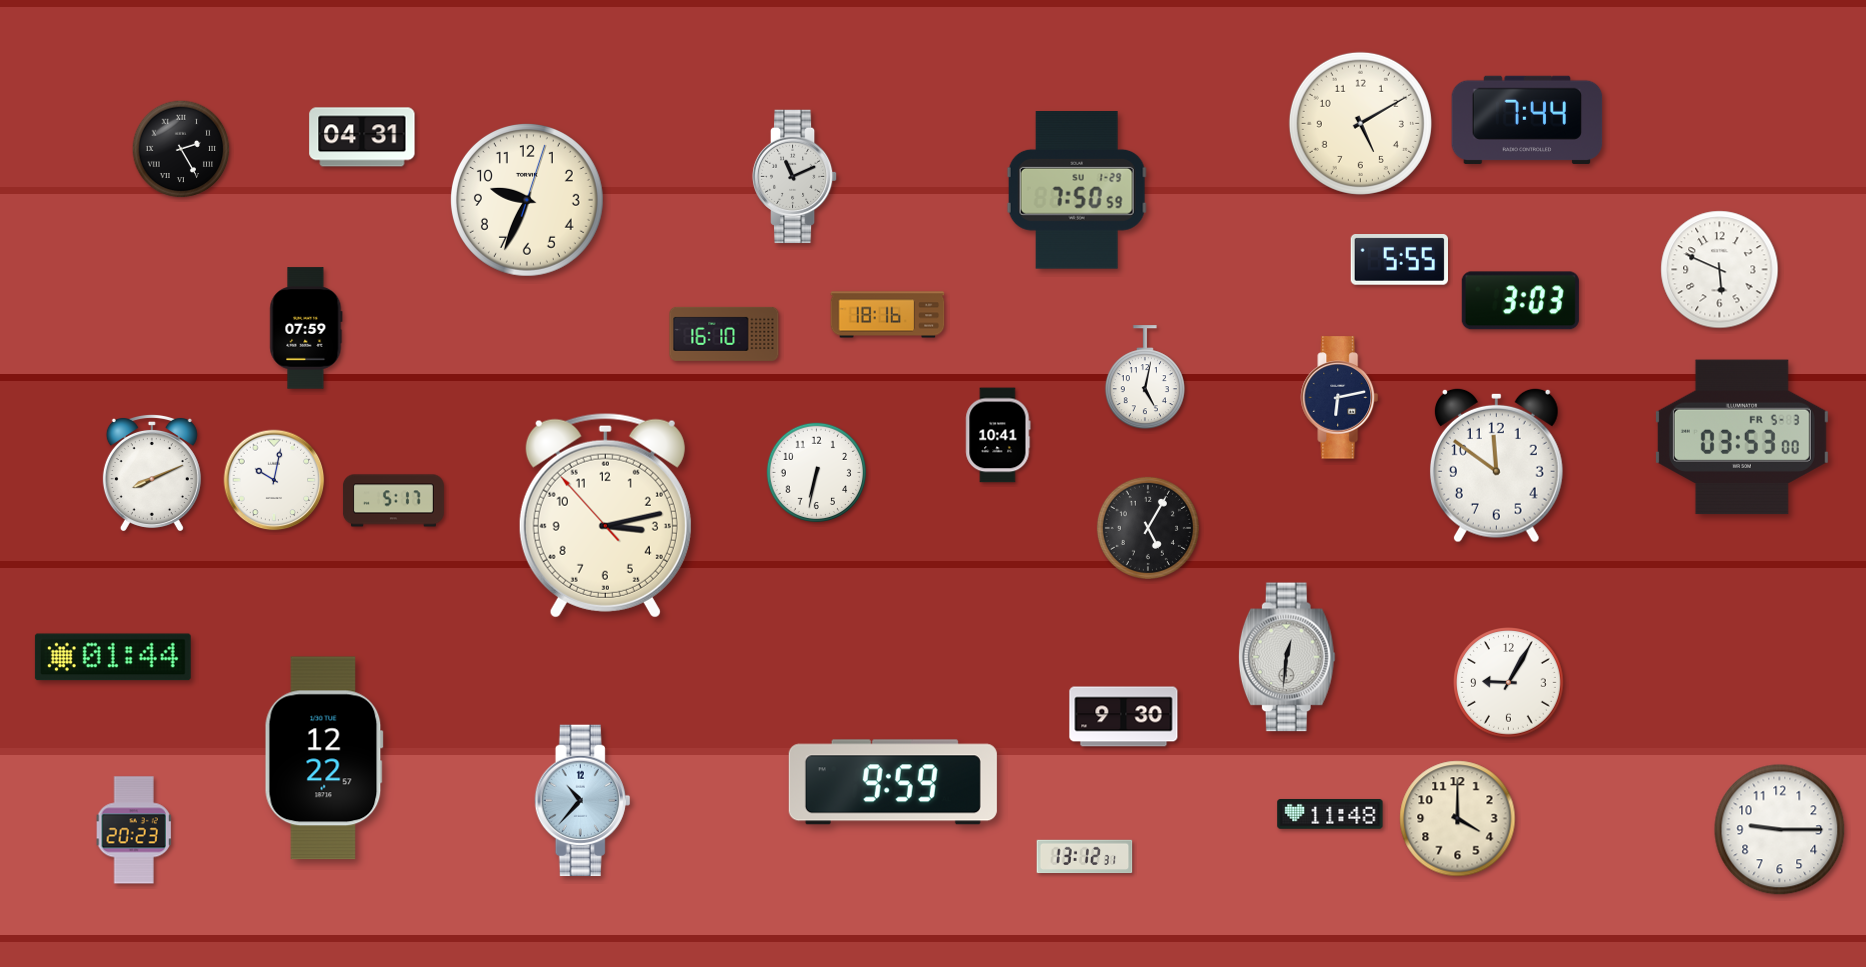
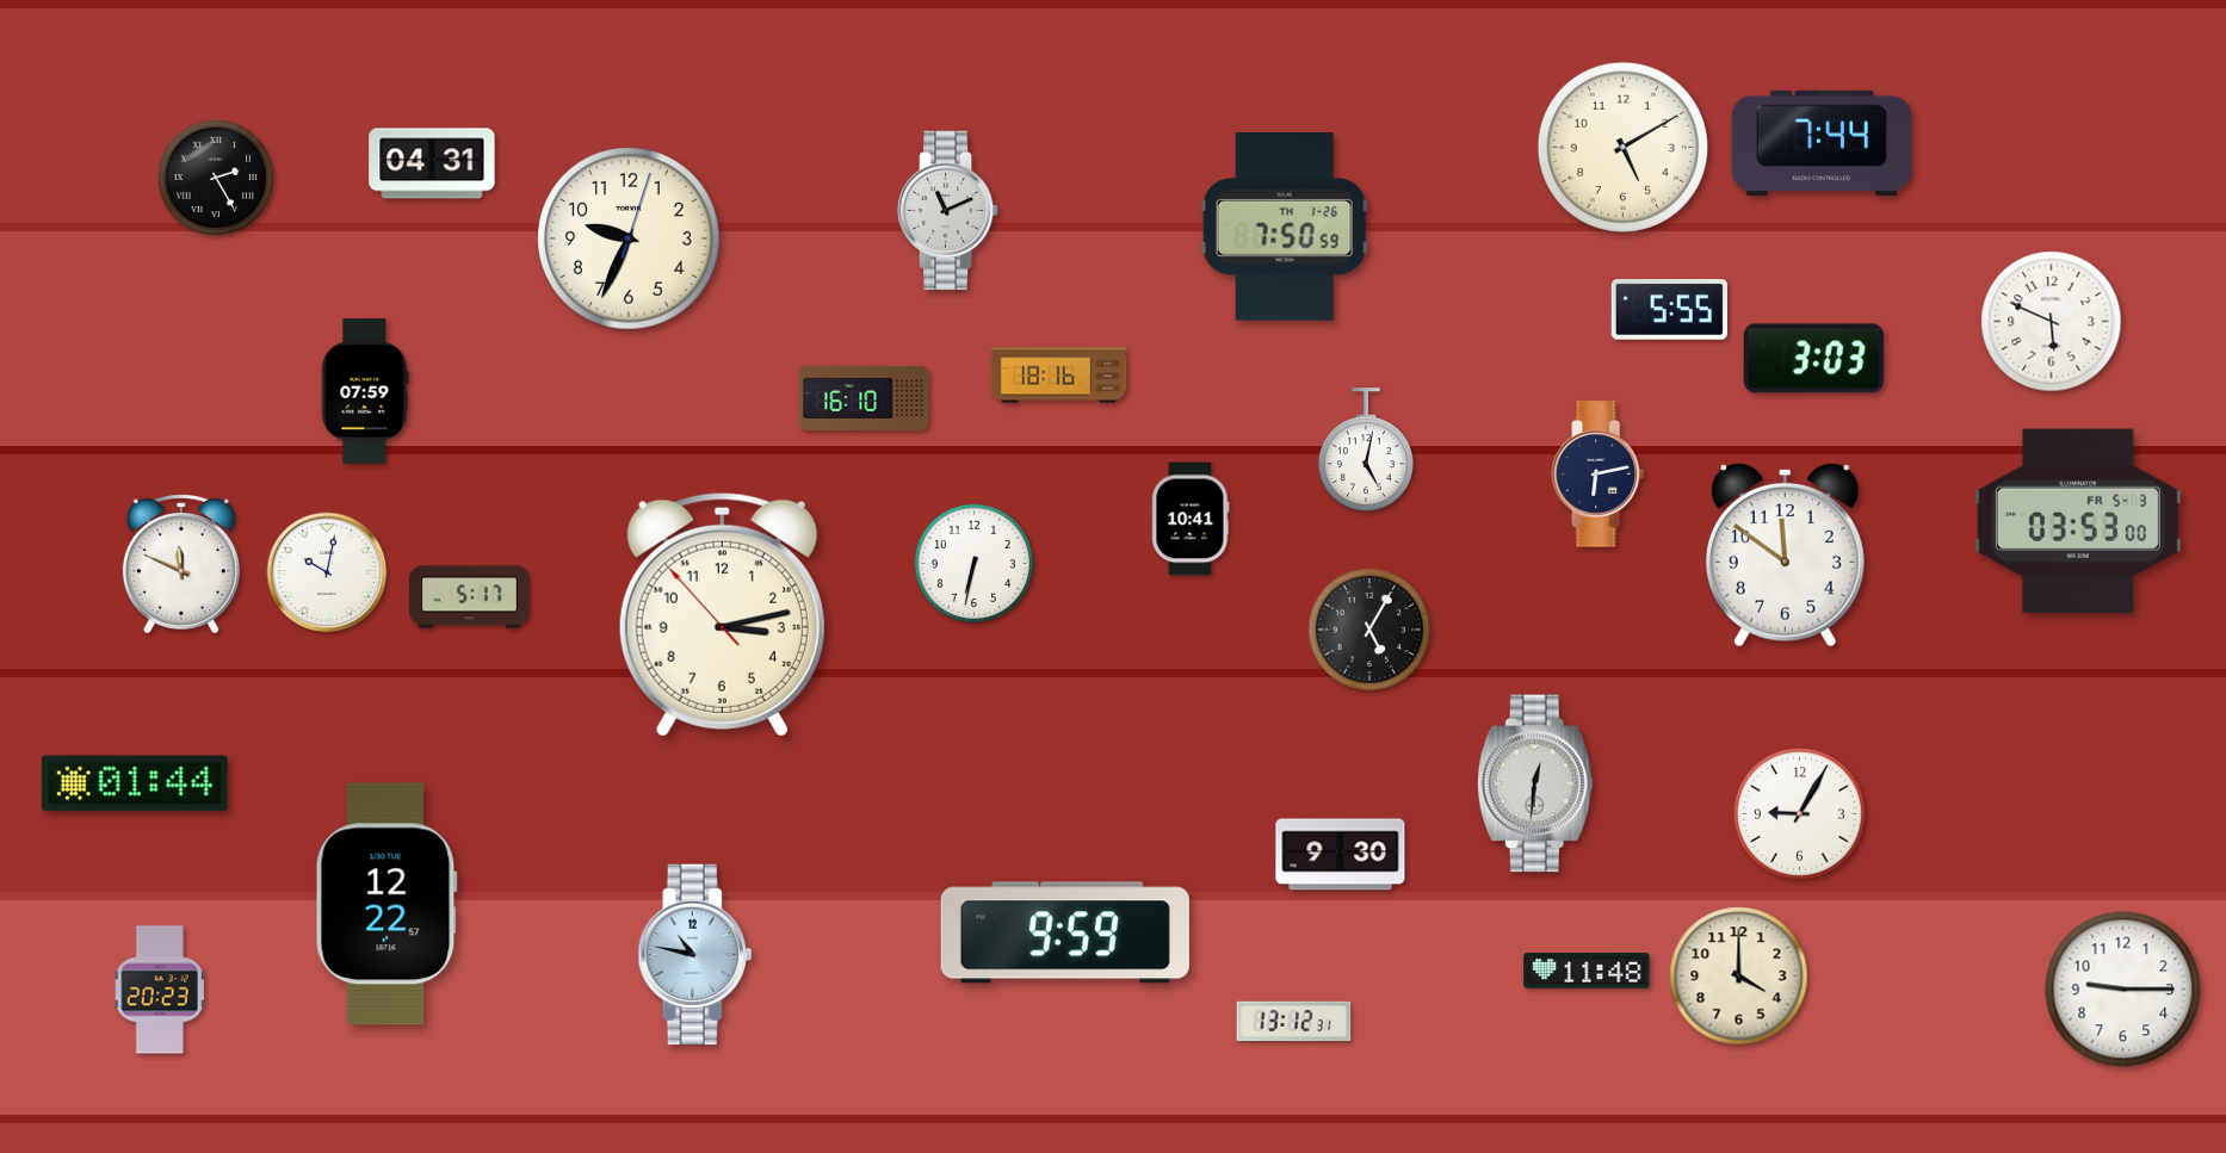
clock at (1077, 191) date: SU 1-29 -> TH 1-26
clock at (152, 472): 8:11 -> 11:49
clock at (583, 801): 10:37 -> 10:47
